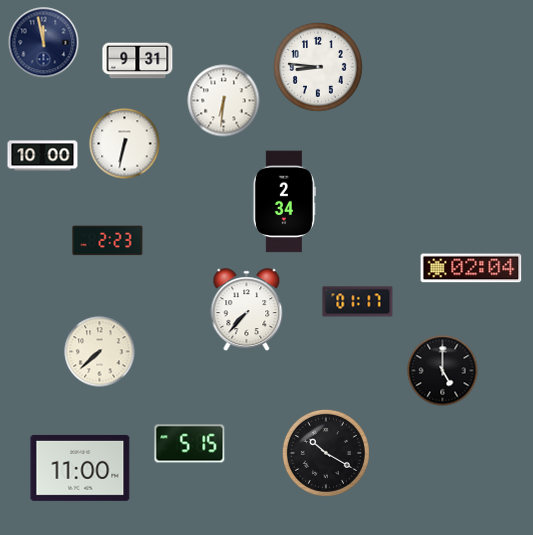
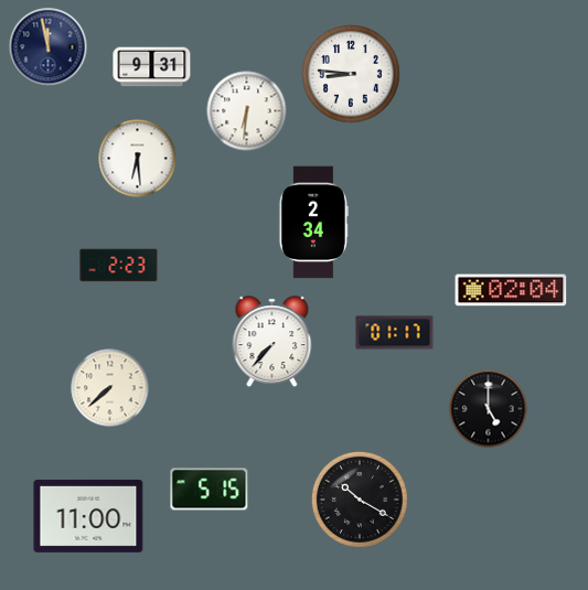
clock at (125, 144): 6:32 -> 6:29
clock at (43, 156): 10:00 -> none
clock at (471, 268) position: (471, 268) -> (511, 290)
